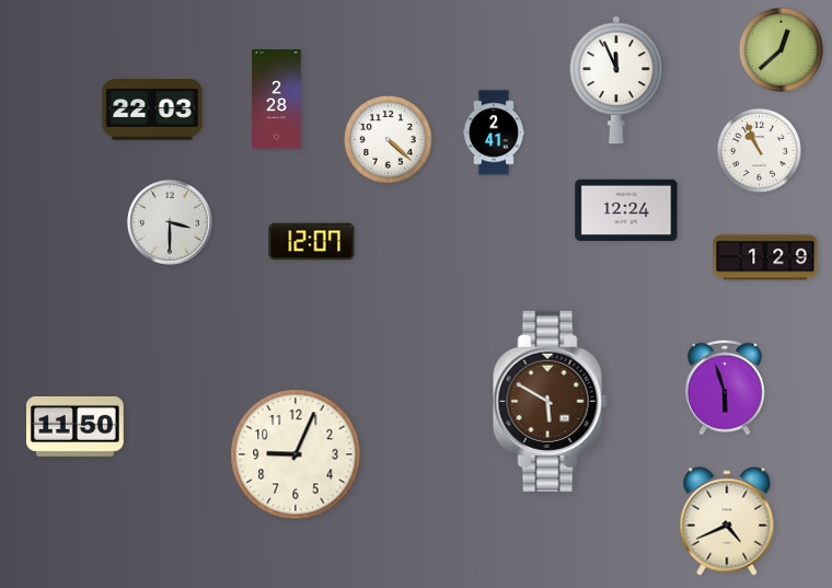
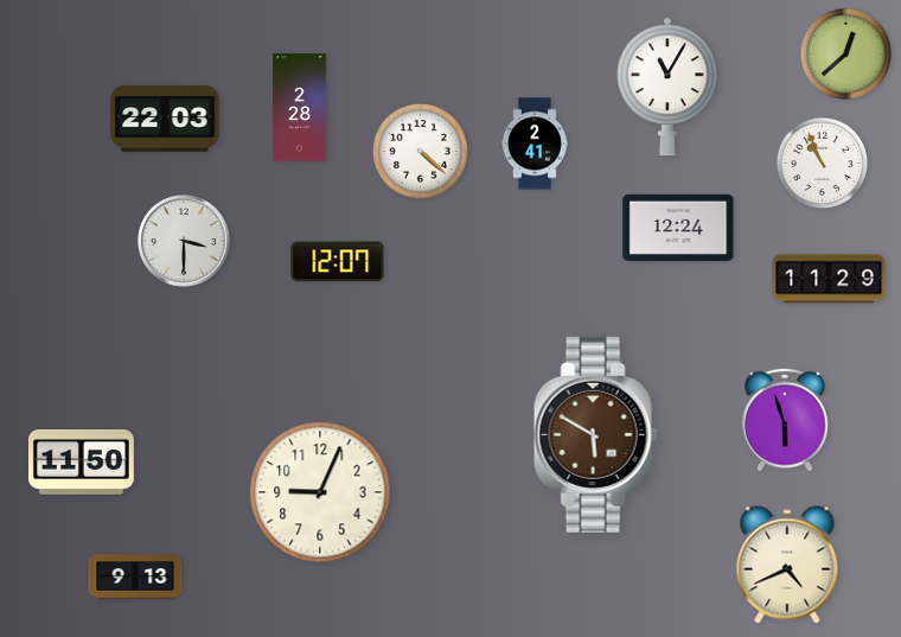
clock at (617, 80): 11:56 -> 11:05
clock at (765, 257): 1:29 -> 11:29
clock at (135, 577): none -> 9:13
